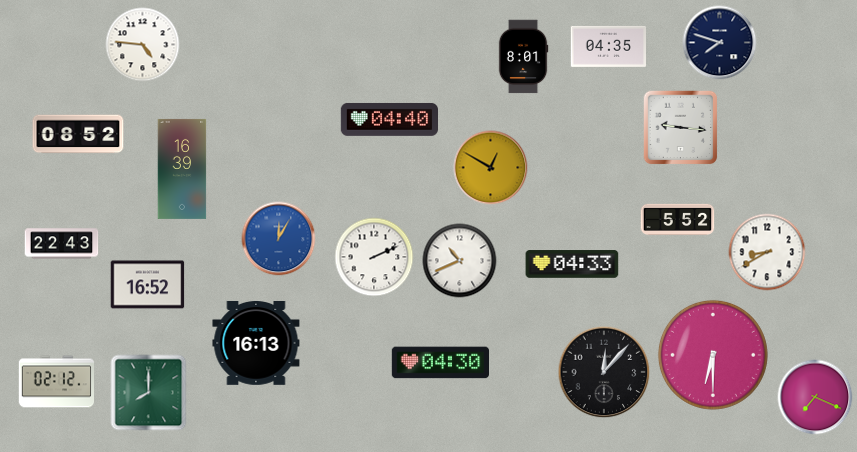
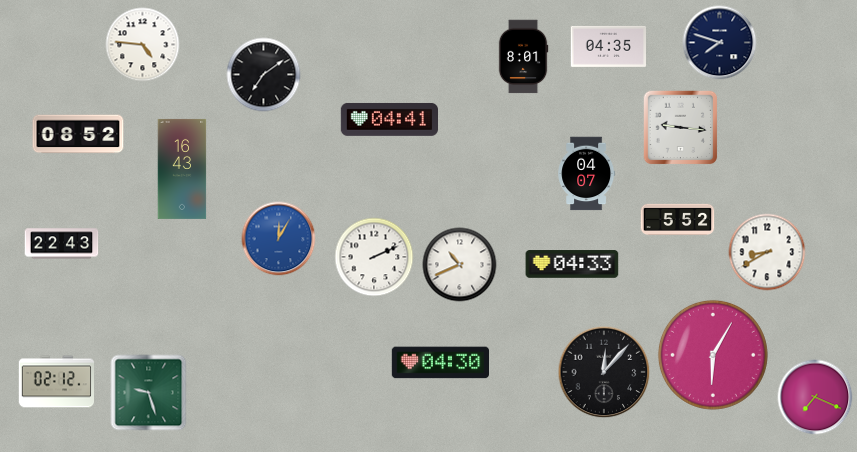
clock at (264, 75): none -> 7:09
clock at (389, 119): 04:40 -> 04:41
clock at (491, 168): 12:50 -> none
clock at (182, 169): 16:39 -> 16:43
clock at (587, 174): none -> 04:07
clock at (460, 261) position: (460, 261) -> (460, 265)
clock at (148, 285): 16:52 -> none
clock at (256, 344): 16:13 -> none
clock at (713, 355): 6:30 -> 6:05
clock at (149, 393): 8:00 -> 9:27
